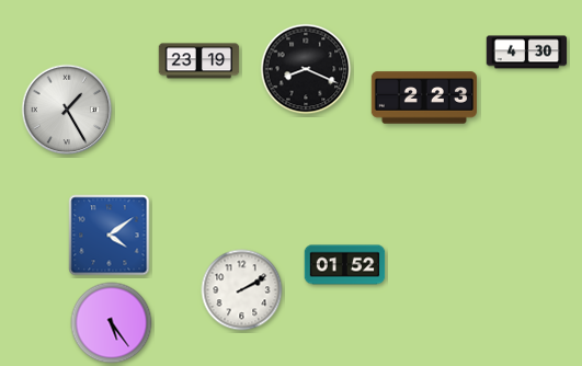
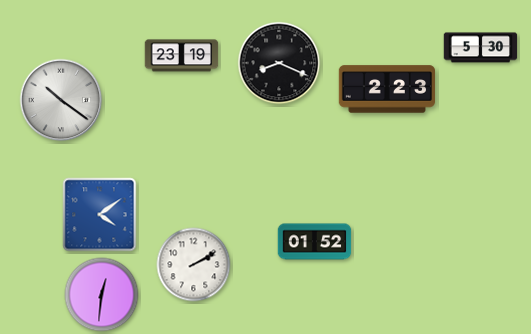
clock at (527, 53): 4:30 -> 5:30
clock at (67, 110): 1:25 -> 10:21
clock at (242, 290) position: (242, 290) -> (194, 265)
clock at (112, 323): 5:24 -> 12:31
